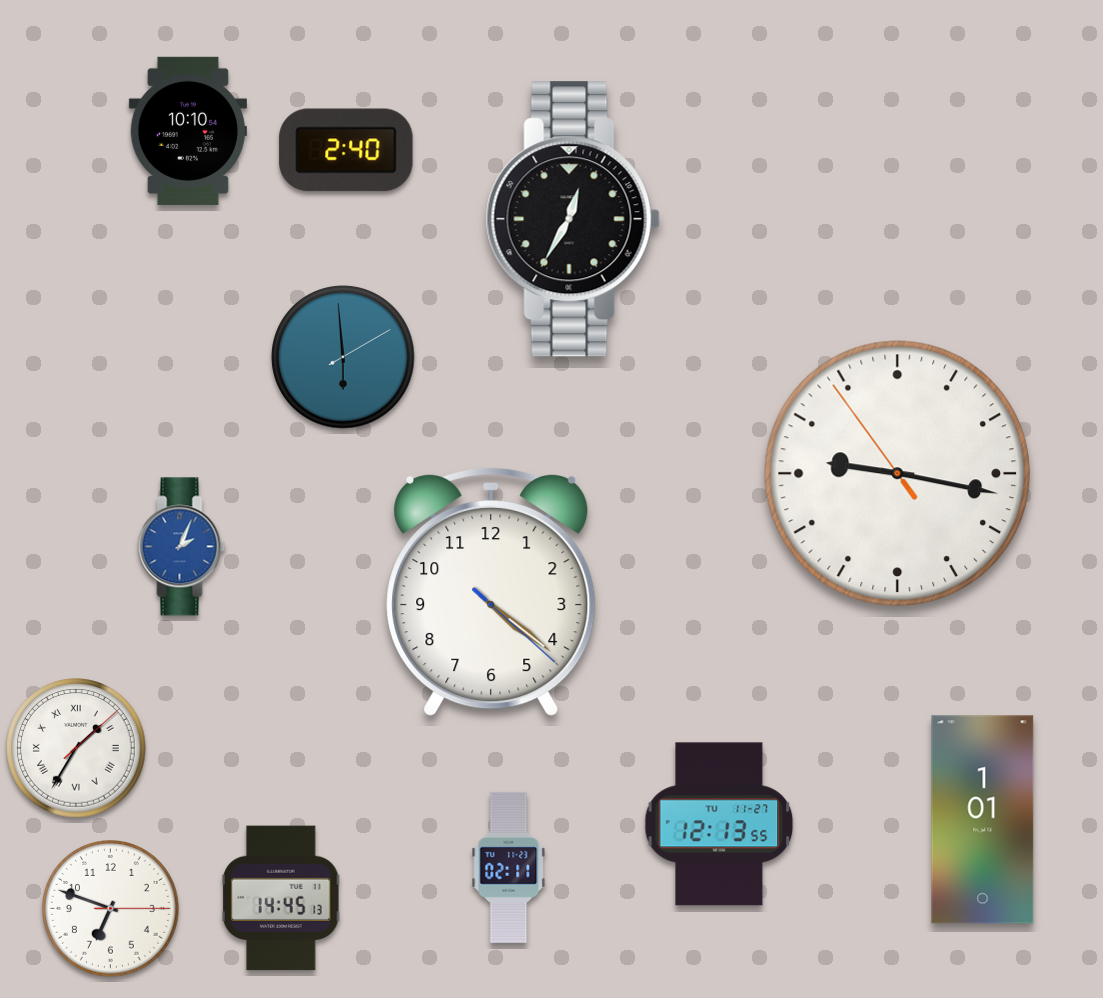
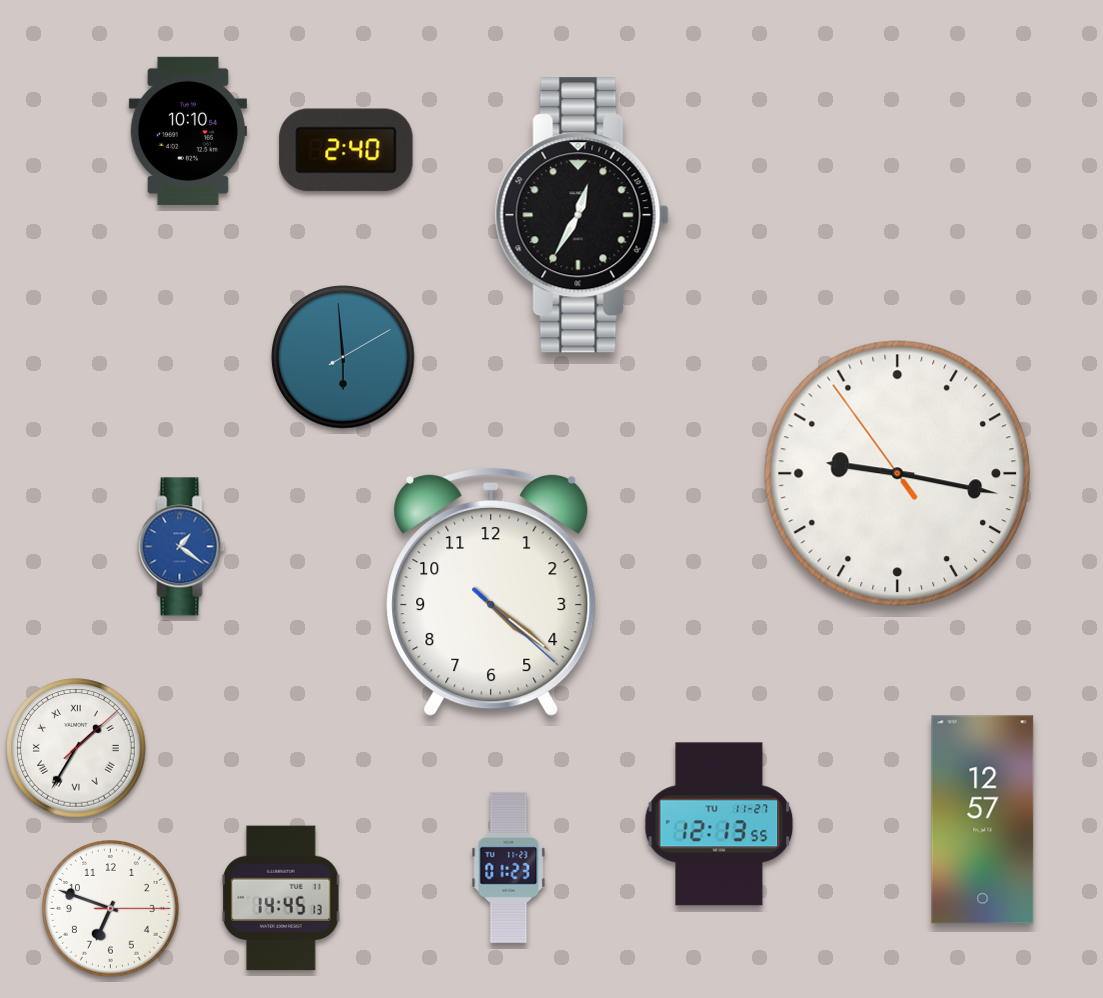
clock at (573, 219) position: (573, 219) -> (582, 215)
clock at (182, 547): 2:04 -> 1:21
clock at (983, 820): 1:01 -> 12:57
clock at (509, 867): 02:11 -> 01:23
